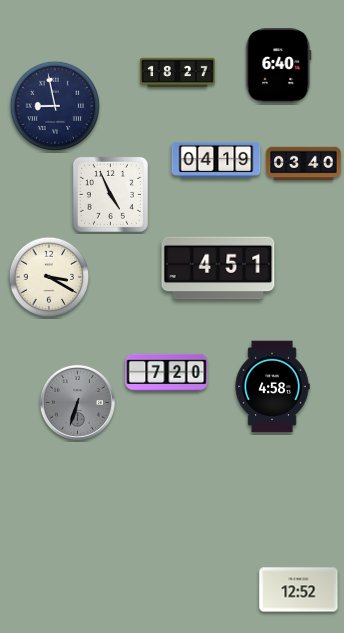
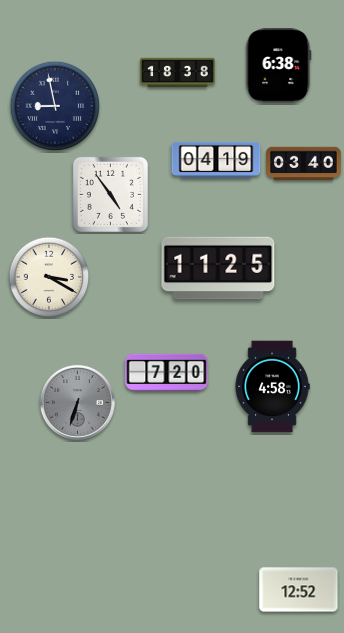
clock at (279, 66): 6:40 -> 6:38
clock at (178, 73): 18:27 -> 18:38
clock at (110, 194): 4:56 -> 4:54
clock at (218, 268): 4:51 -> 11:25
